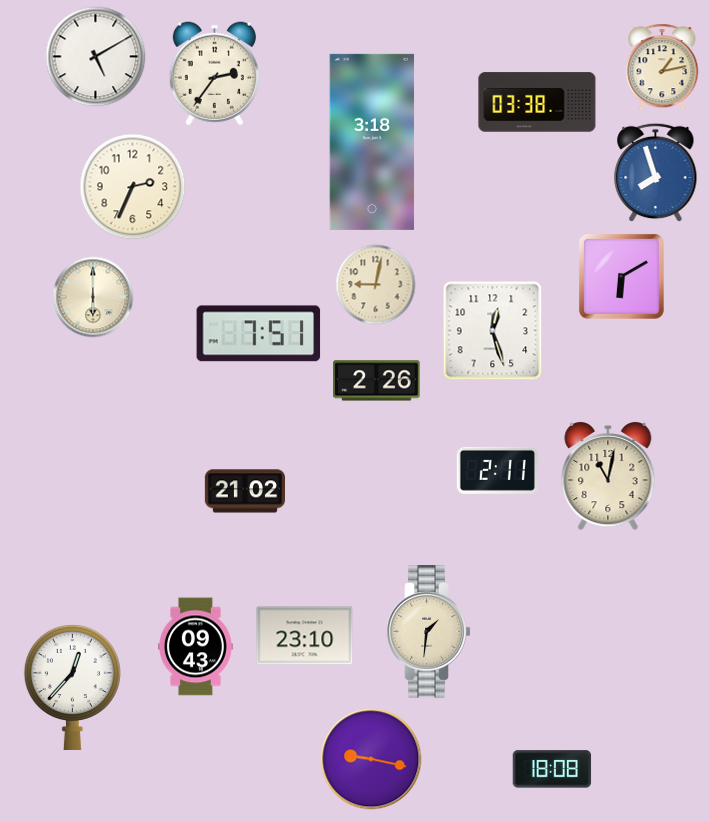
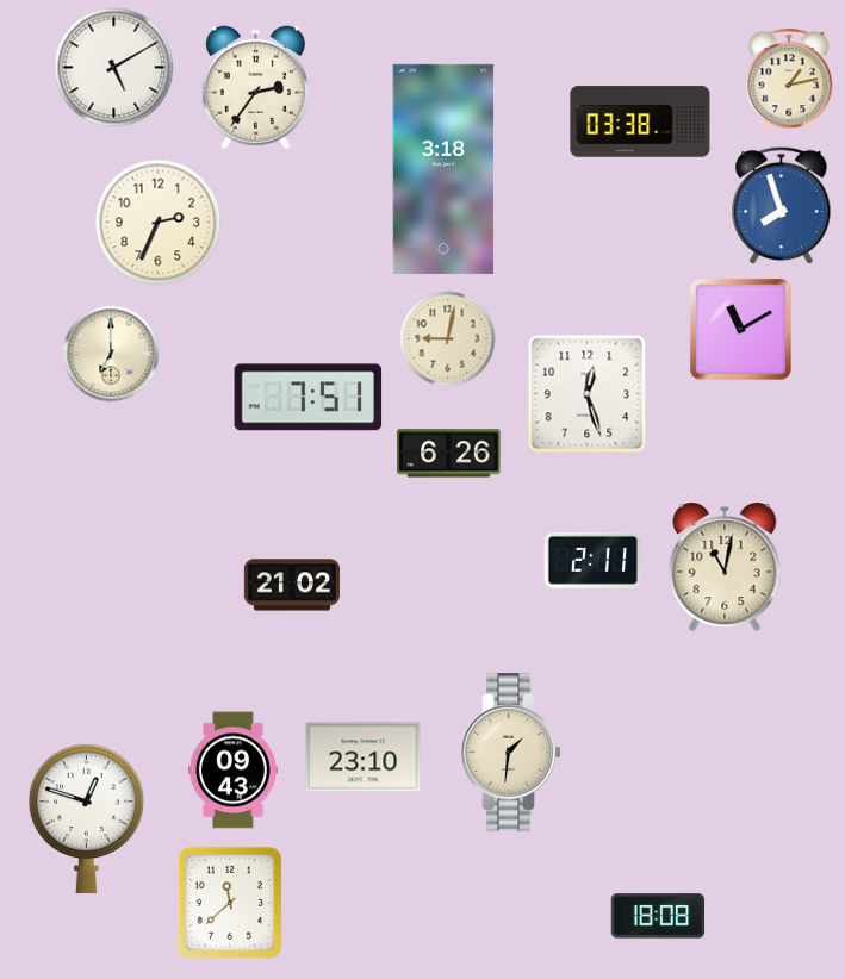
clock at (621, 276): 6:10 -> 11:10
clock at (93, 297): 6:00 -> 7:00
clock at (377, 381): 2:26 -> 6:26
clock at (72, 687): 12:37 -> 12:48
clock at (230, 903): none -> 11:38
clock at (371, 759): 9:17 -> none
